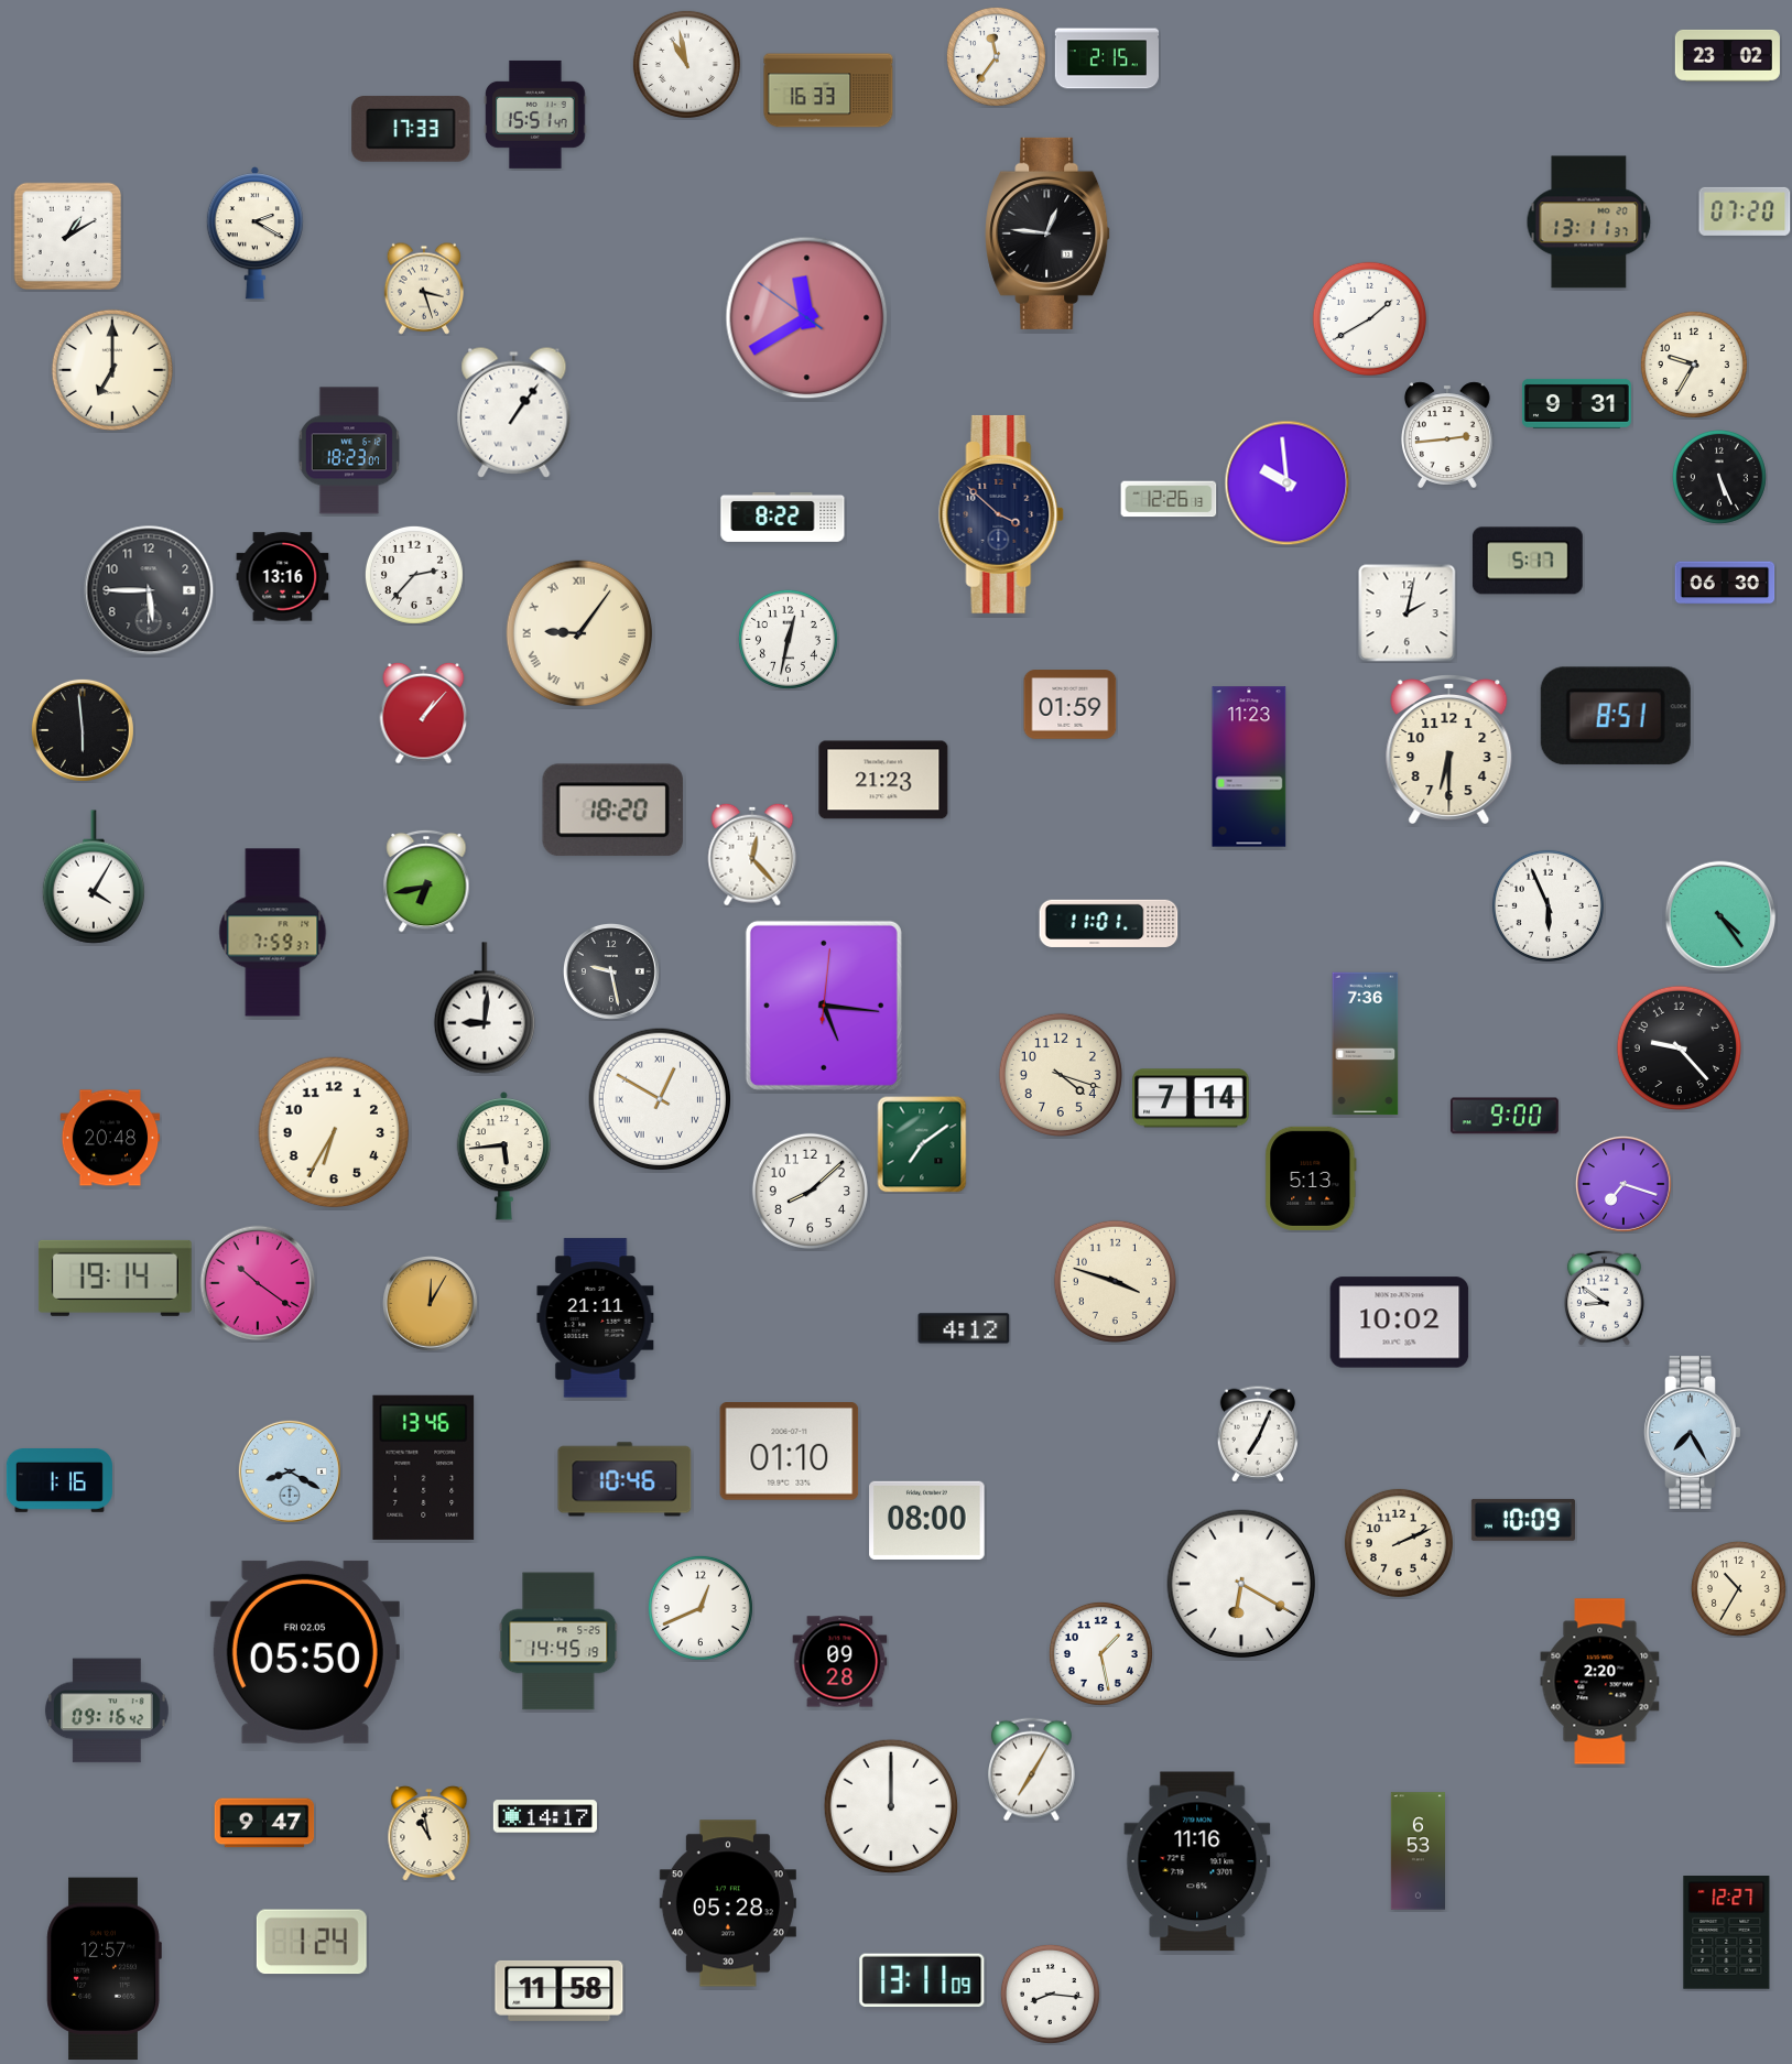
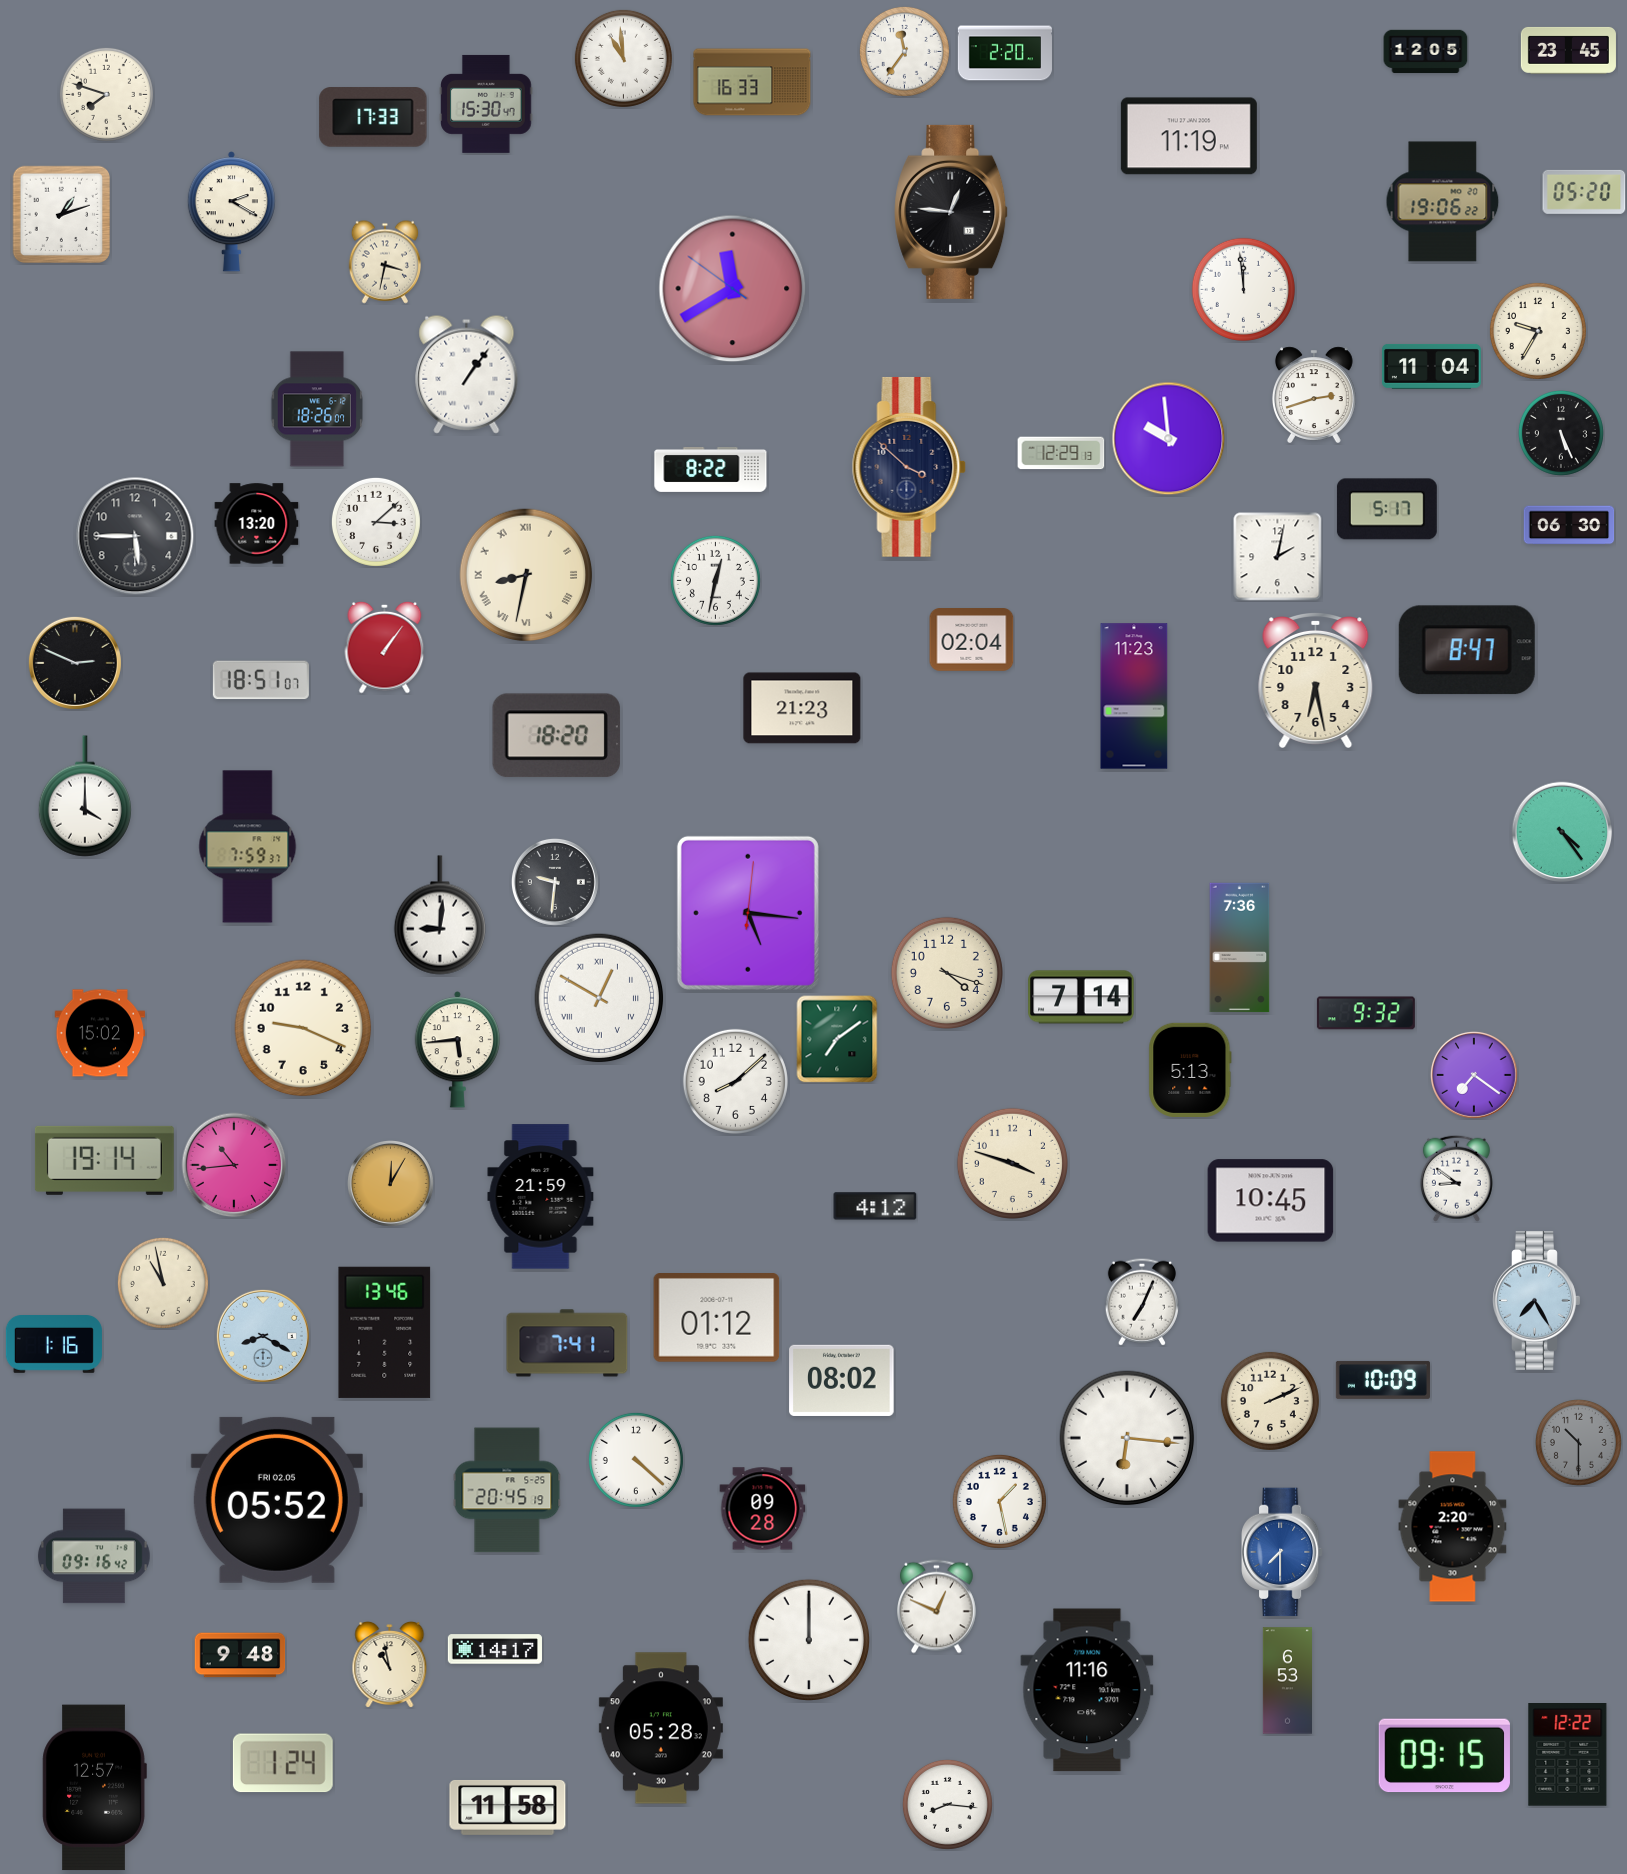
clock at (1727, 55): 23:02 -> 23:45
clock at (1426, 52): none -> 12:05
clock at (1107, 58): 2:15 -> 2:20
clock at (686, 64): 10:58 -> 10:59
clock at (106, 94): none -> 7:48
clock at (535, 115): 15:51 -> 15:30
clock at (1189, 136): none -> 11:19
clock at (1745, 211): 07:20 -> 05:20
clock at (1589, 222): 13:11 -> 19:06
clock at (67, 236): 1:10 -> 1:12
clock at (423, 289): 3:27 -> 3:32
clock at (1369, 318): 1:40 -> 11:59
clock at (112, 370): 7:00 -> none
clock at (1576, 403): 9:31 -> 11:04
clock at (1447, 435): 2:44 -> 2:42
clock at (348, 450): 18:23 -> 18:26
clock at (1169, 499): 12:26 -> 12:29
clock at (414, 575): 2:37 -> 3:08
clock at (283, 577): 13:16 -> 13:20
clock at (1725, 583) position: (1725, 583) -> (1569, 525)
clock at (579, 633): 9:06 -> 8:32
clock at (1071, 705): 01:59 -> 02:04
clock at (424, 713): 1:07 -> 1:06
clock at (1616, 716): 8:51 -> 8:47
clock at (83, 730): 5:59 -> 2:49
clock at (261, 680): none -> 18:51
clock at (1449, 750): 6:30 -> 6:28
clock at (752, 855): 12:23 -> none
clock at (94, 877): 4:05 -> 4:00
clock at (426, 881): 6:43 -> none
clock at (1547, 905): 5:56 -> none
clock at (1109, 923): 11:01 -> none
clock at (611, 971): 9:28 -> 9:31
clock at (1679, 1047): 9:23 -> none
clock at (1061, 1075) position: (1061, 1075) -> (947, 973)
clock at (1505, 1116): 9:00 -> 9:32
clock at (334, 1132): 6:35 -> 9:19
clock at (110, 1138): 20:48 -> 15:02
clock at (1623, 1184): 7:18 -> 7:21
clock at (258, 1283): 10:21 -> 10:44
clock at (596, 1318): 21:11 -> 21:59
clock at (1400, 1323): 10:02 -> 10:45
clock at (163, 1283): none -> 10:58
clock at (790, 1452): 01:10 -> 01:12
clock at (625, 1479): 10:46 -> 7:41
clock at (927, 1520): 08:00 -> 08:02
clock at (1241, 1584): 6:20 -> 6:16
clock at (1738, 1588): 10:35 -> 10:30
clock at (1738, 1588) dial: cream -> grey
clock at (700, 1608): 12:41 -> 4:22
clock at (558, 1641): 14:45 -> 20:45
clock at (305, 1652): 05:50 -> 05:52
clock at (1283, 1552): none -> 7:30
clock at (107, 1710) position: (107, 1710) -> (94, 1556)
clock at (1032, 1770): 7:05 -> 12:49
clock at (264, 1823): 9:47 -> 9:48
clock at (1727, 1933): 12:27 -> 12:22
clock at (1444, 1756): none -> 09:15
clock at (922, 1980): 13:11 -> none
clock at (1050, 1994) position: (1050, 1994) -> (947, 1804)
